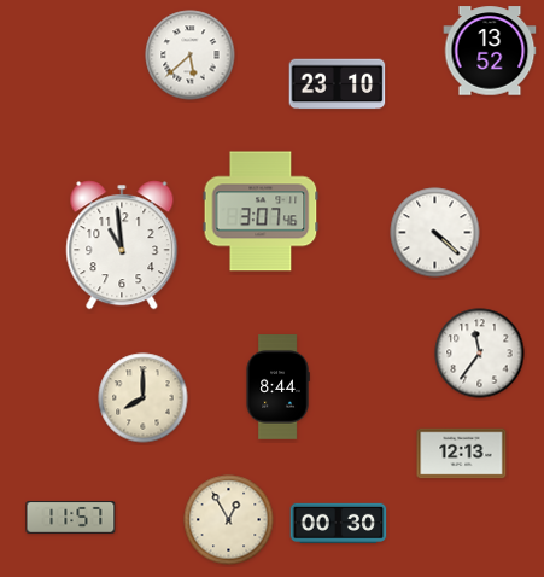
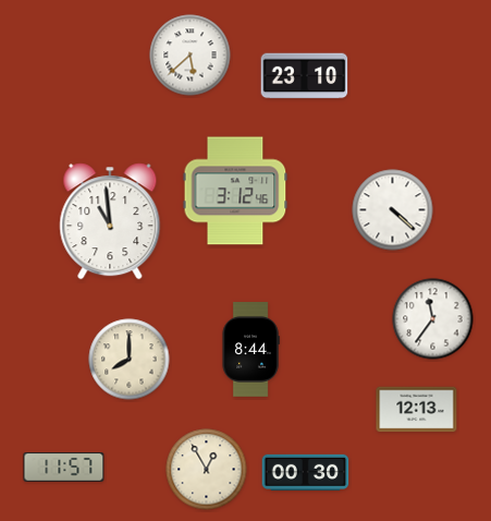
clock at (490, 51): 13:52 -> none
clock at (191, 56) position: (191, 56) -> (191, 56)
clock at (261, 211): 3:07 -> 3:12
